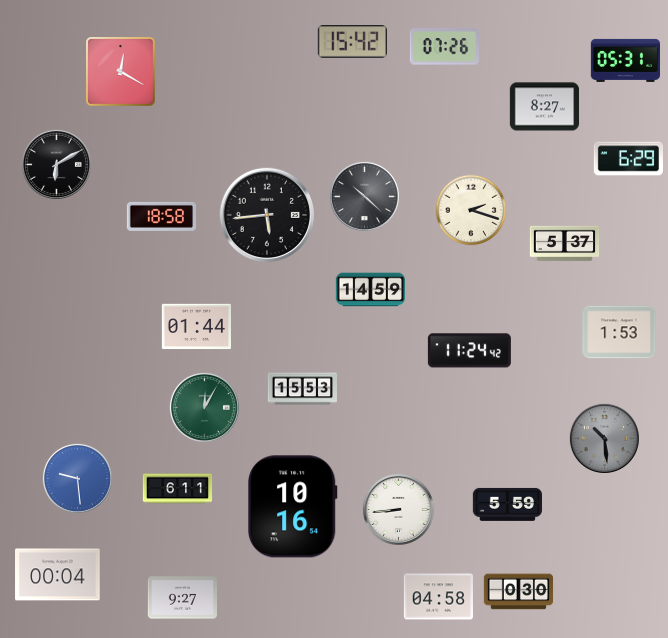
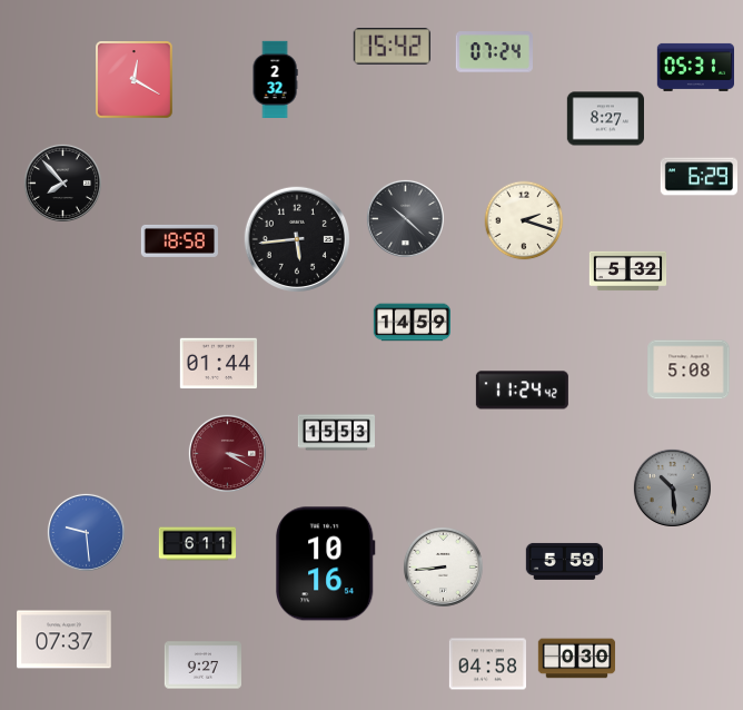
clock at (444, 47): 07:26 -> 07:24
clock at (275, 80): none -> 2:32
clock at (56, 164): 6:10 -> 7:53
clock at (471, 210) position: (471, 210) -> (524, 220)
clock at (565, 244): 5:37 -> 5:32
clock at (619, 332): 1:53 -> 5:08
clock at (204, 407): 12:05 -> 3:20
clock at (204, 407) dial: green -> burgundy
clock at (58, 575): 00:04 -> 07:37
